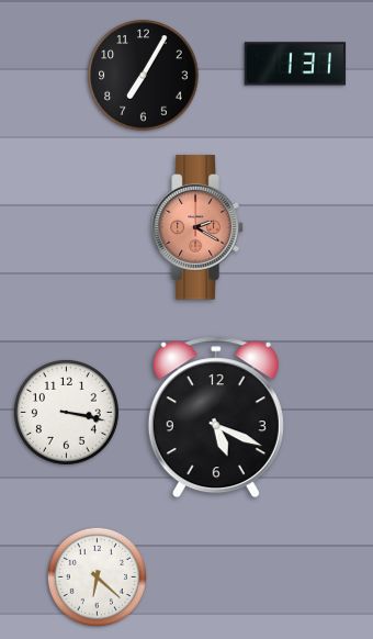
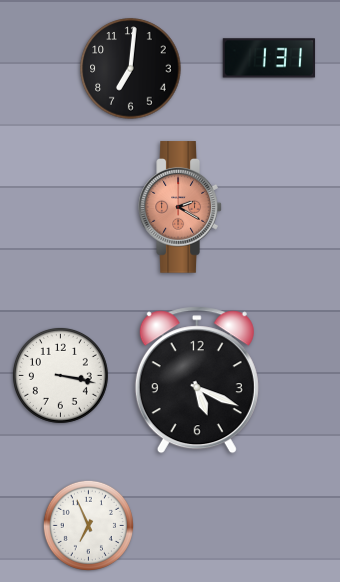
clock at (144, 76): 7:05 -> 7:01
clock at (97, 576): 6:22 -> 6:56
